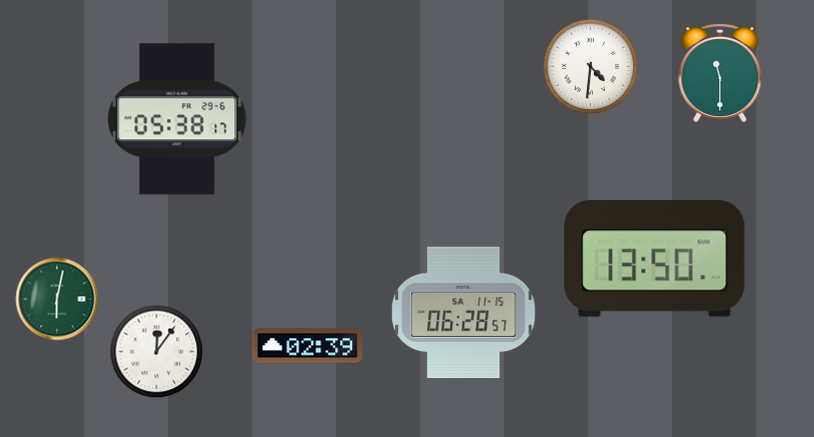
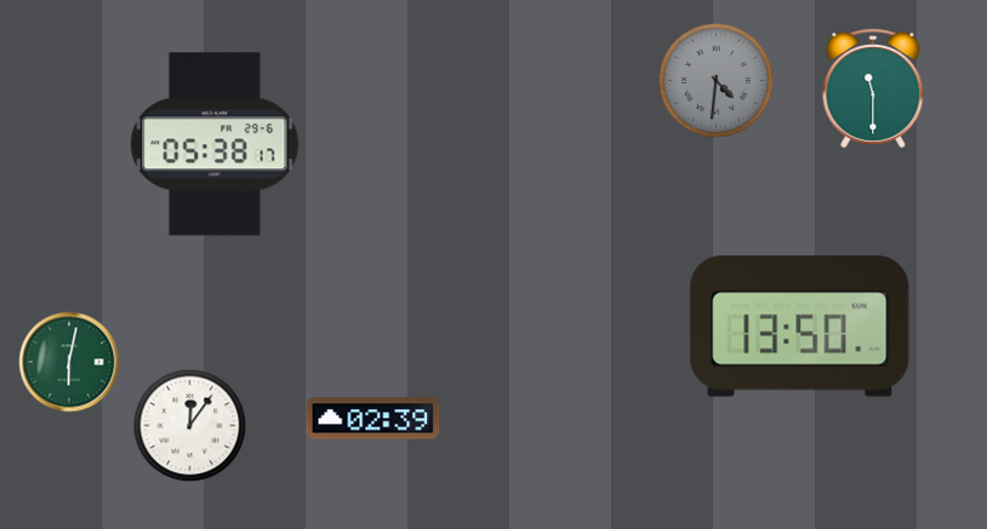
clock at (591, 67) dial: white -> grey
clock at (655, 259) position: (655, 259) -> (800, 327)
clock at (464, 313): 06:28 -> none
